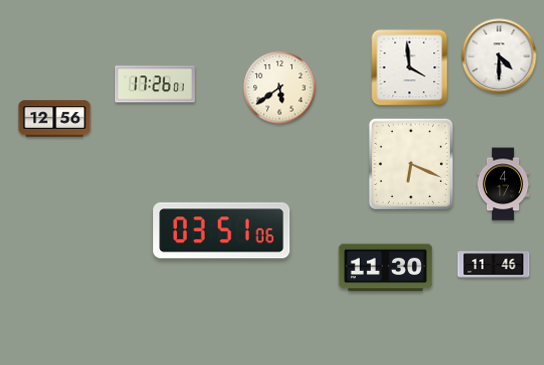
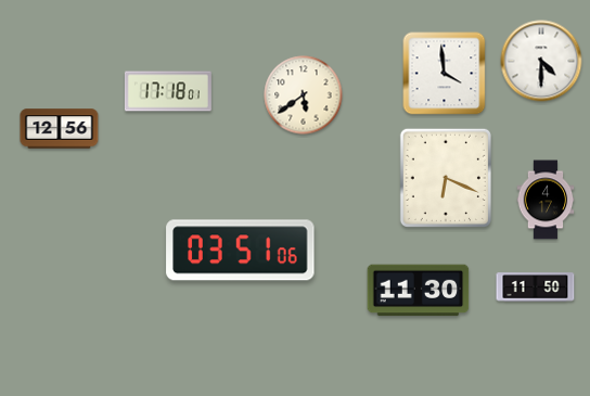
clock at (155, 84): 17:26 -> 17:18
clock at (494, 265): 11:46 -> 11:50
